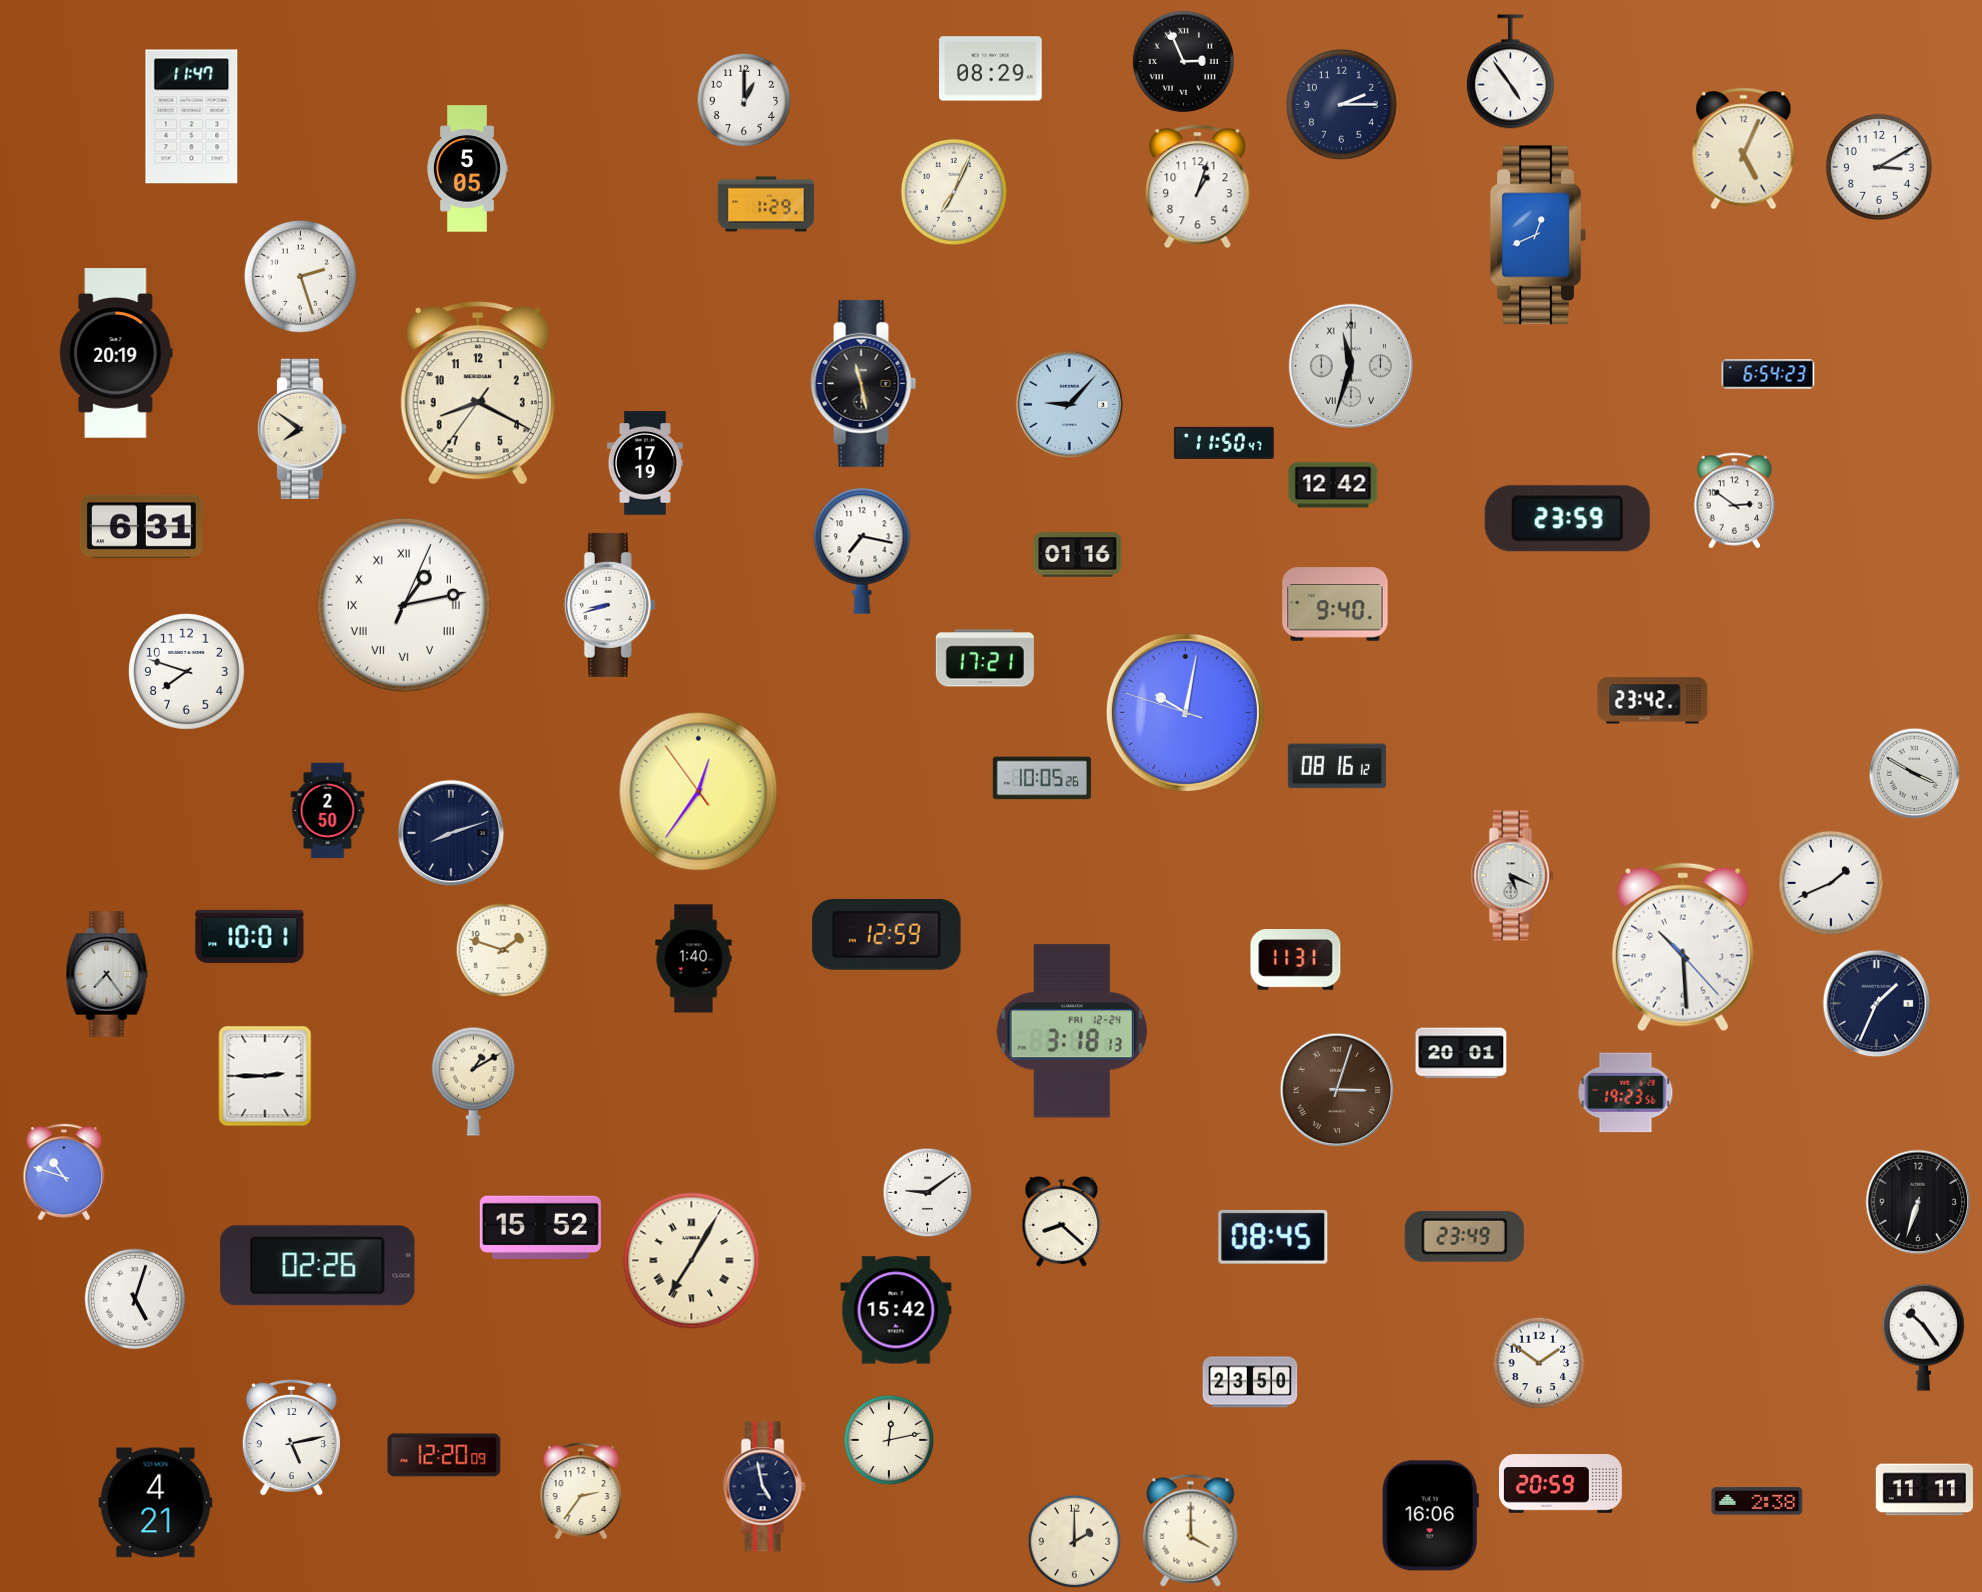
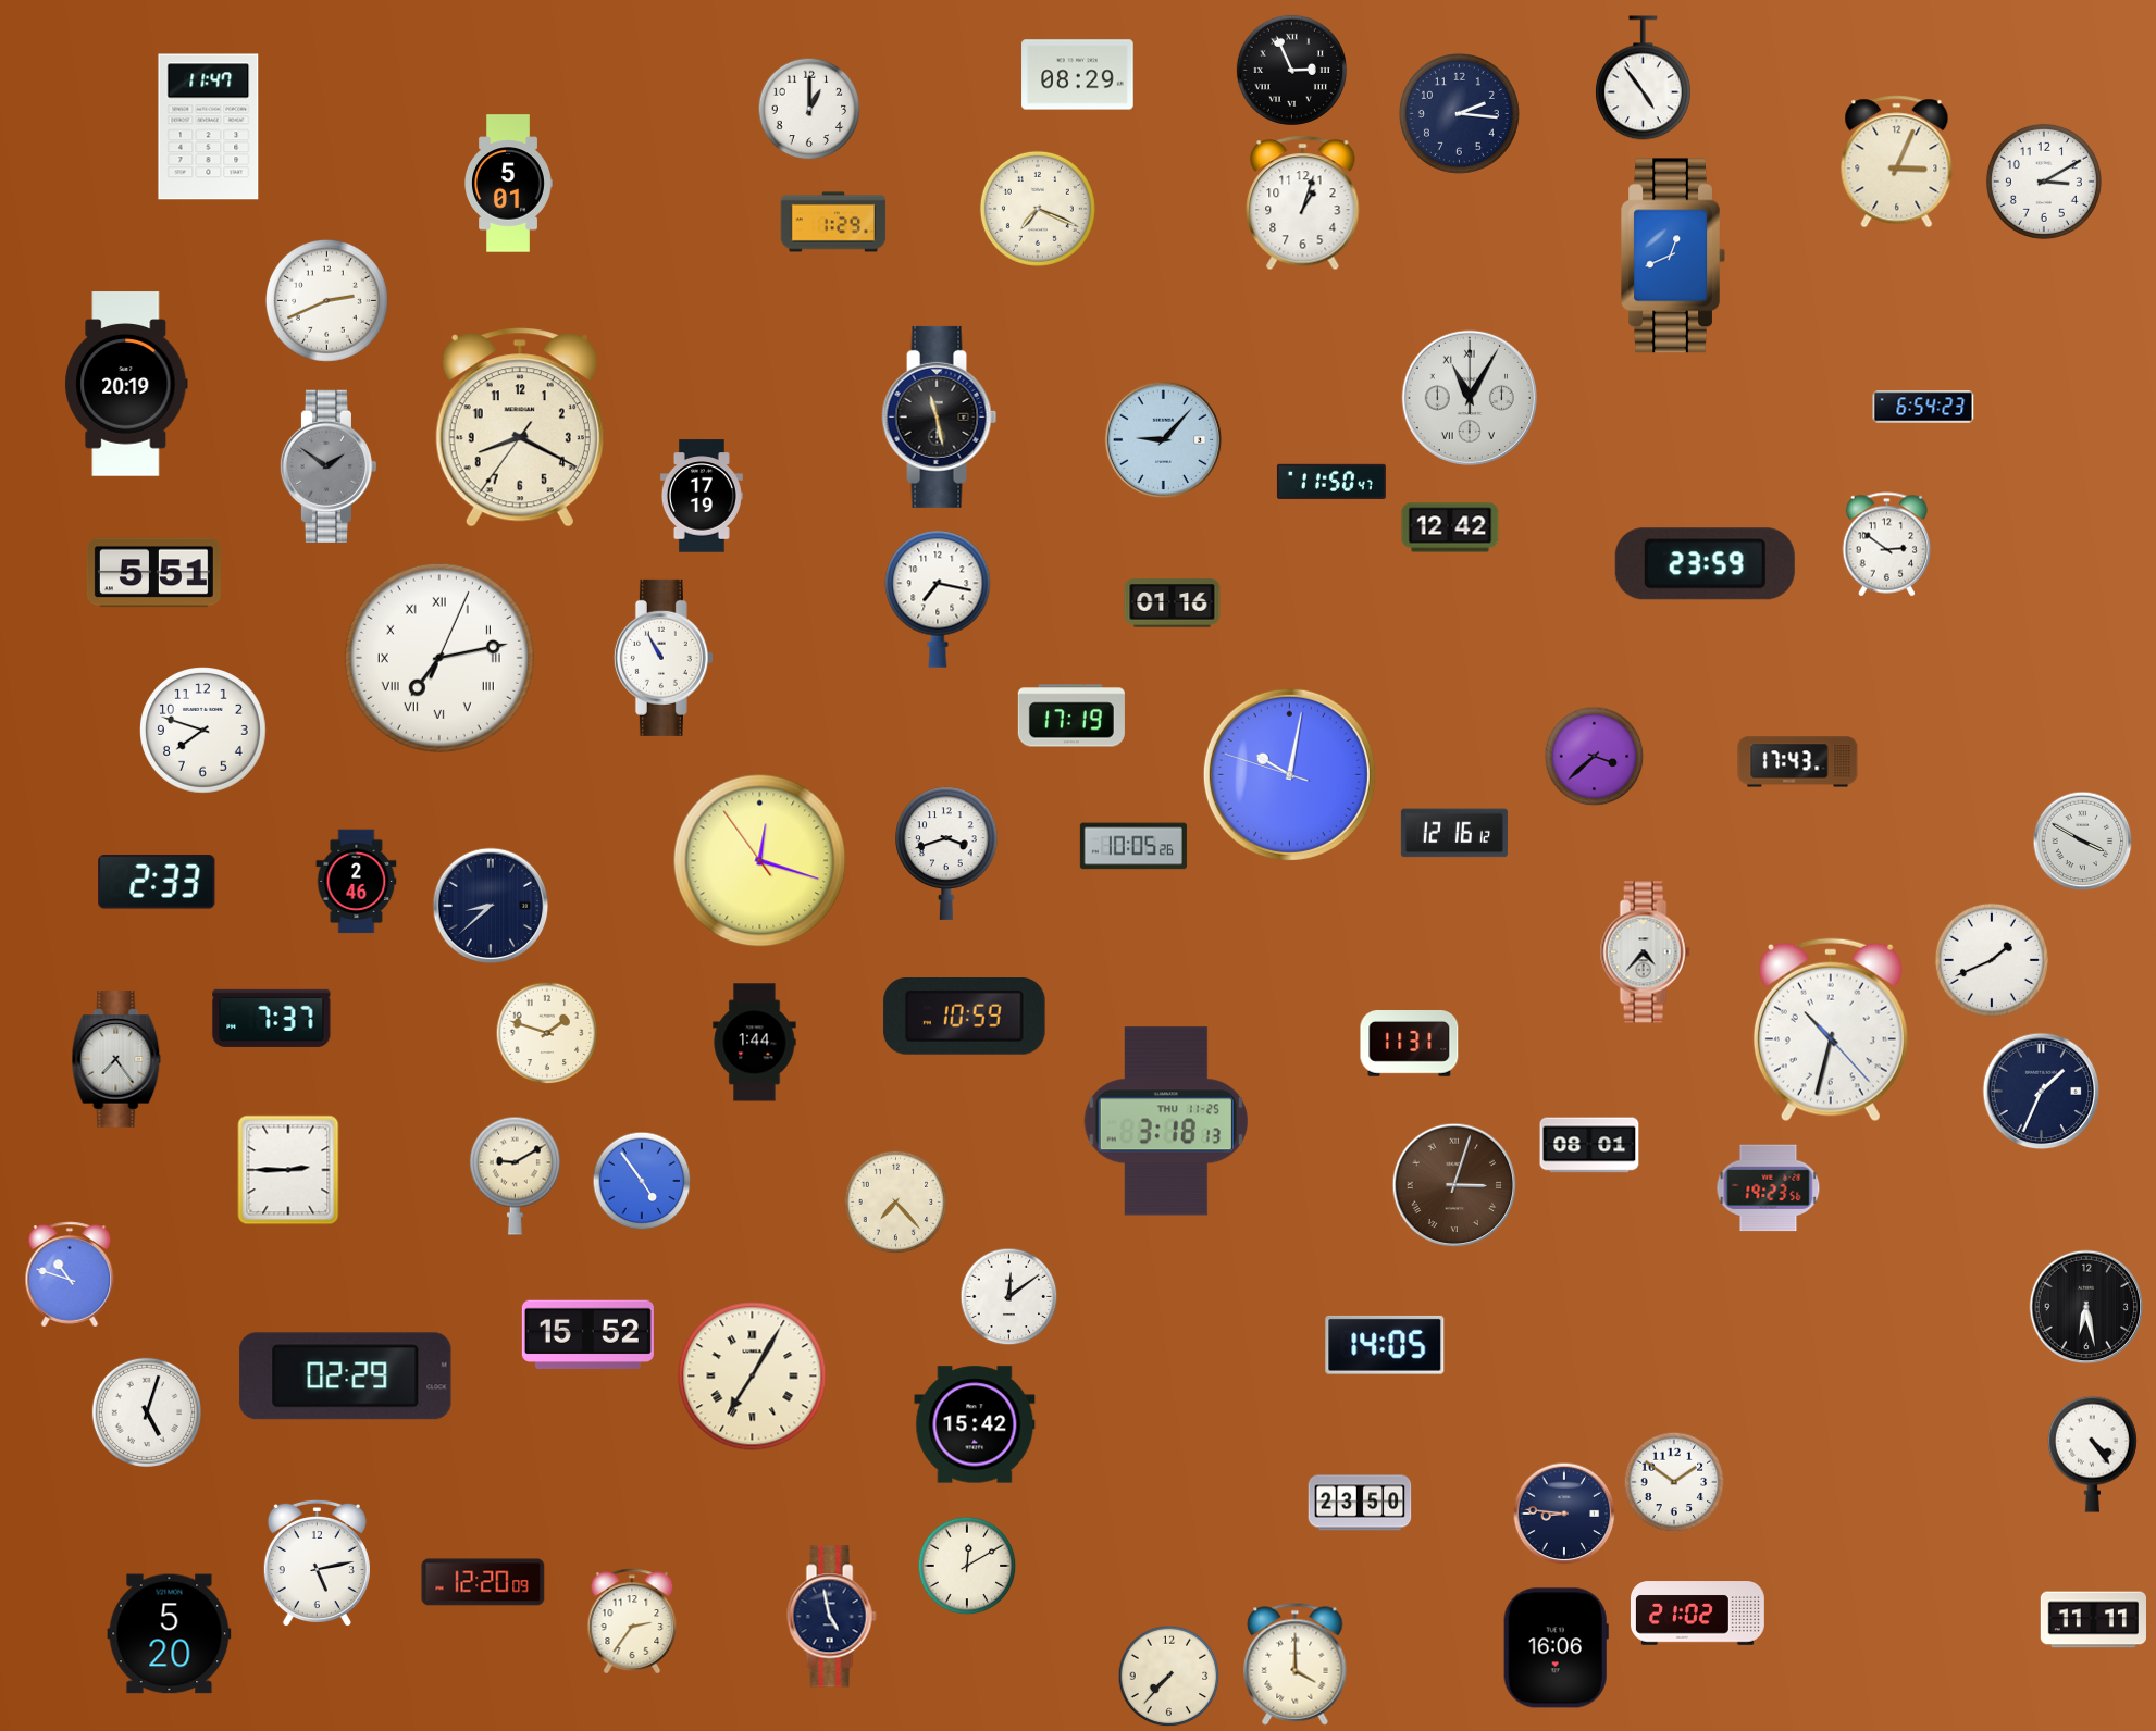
clock at (1183, 61) position: (1183, 61) -> (1291, 70)
clock at (1341, 104): 2:15 -> 2:16
clock at (1744, 149): 5:04 -> 3:04
clock at (468, 169): 5:05 -> 5:01
clock at (954, 192): 7:04 -> 7:19
clock at (300, 276): 2:27 -> 2:41
clock at (1350, 365): 11:33 -> 11:05
clock at (302, 428): 7:51 -> 1:51
clock at (302, 428) dial: cream -> grey
clock at (645, 463) position: (645, 463) -> (702, 496)
clock at (141, 527): 6:31 -> 5:51
clock at (1335, 604): 9:40 -> none
clock at (404, 605): 1:13 -> 7:13
clock at (610, 605): 8:42 -> 10:55
clock at (985, 658): 17:21 -> 17:19
clock at (1595, 757): none -> 3:38
clock at (1653, 701): 23:42 -> 17:43
clock at (1337, 766): 08:16 -> 12:16
clock at (946, 854): none -> 3:42
clock at (699, 792): 12:35 -> 12:17
clock at (157, 882): none -> 2:33
clock at (328, 811): 2:50 -> 2:46
clock at (451, 833): 8:12 -> 8:38
clock at (1512, 876): 5:19 -> 4:37
clock at (887, 934): 12:59 -> 10:59
clock at (250, 936): 10:01 -> 7:37
clock at (1683, 947): 10:29 -> 10:32
clock at (694, 959): 1:40 -> 1:44
clock at (1072, 1031) date: FRI 12-24 -> THU 11-25
clock at (1461, 1053): 20:01 -> 08:01
clock at (473, 1081): 1:10 -> 9:10
clock at (642, 1181): none -> 4:54
clock at (896, 1203): none -> 7:23
clock at (928, 1193): 9:09 -> 12:09
clock at (1918, 1202): 6:33 -> 6:28
clock at (1062, 1221): 8:22 -> none
clock at (1464, 1236): 23:49 -> none
clock at (1273, 1237): 08:45 -> 14:05
clock at (692, 1261) position: (692, 1261) -> (753, 1377)
clock at (318, 1266): 02:26 -> 02:29
clock at (1923, 1337): 10:24 -> 4:24
clock at (1564, 1514): none -> 8:46
clock at (889, 1440): 12:13 -> 12:10
clock at (1560, 1484): 20:59 -> 21:02
clock at (1757, 1501): 2:38 -> none
clock at (156, 1503): 4:21 -> 5:20
clock at (1075, 1542): 2:00 -> 7:37
